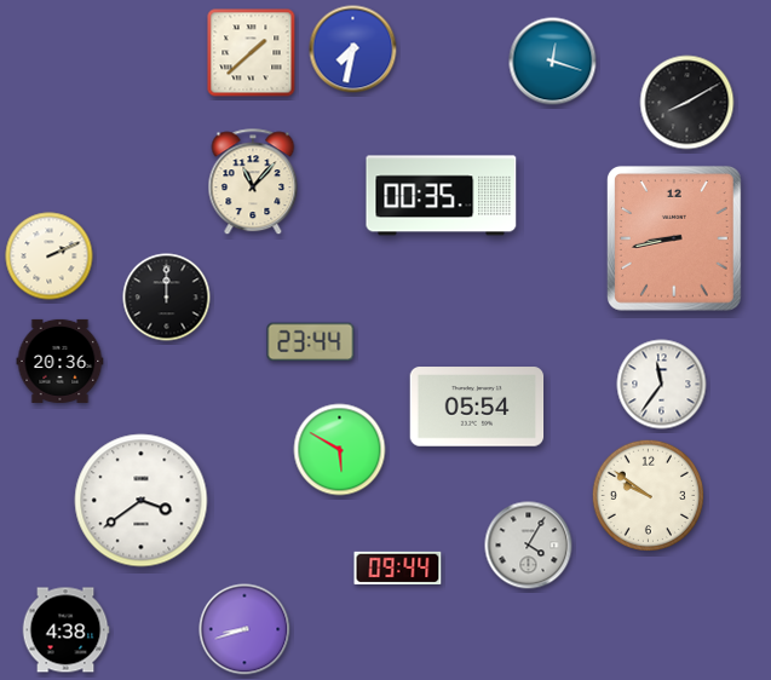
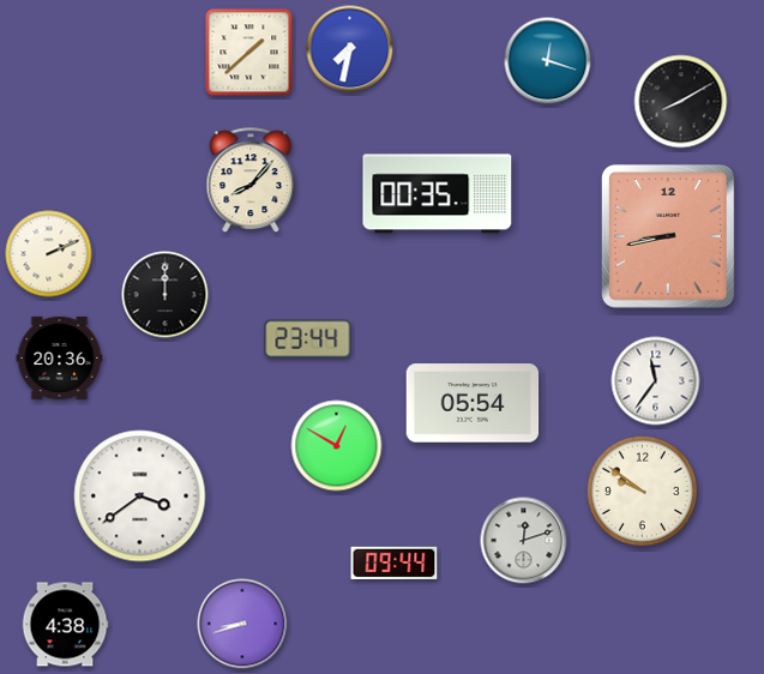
clock at (253, 183): 11:07 -> 8:07
clock at (340, 450): 5:50 -> 12:50
clock at (529, 546): 4:05 -> 12:12
